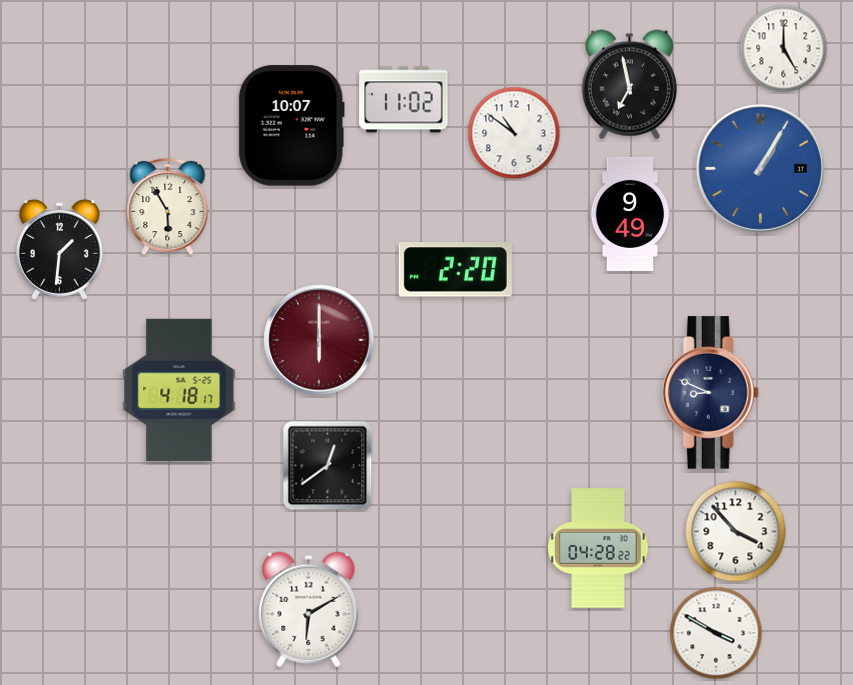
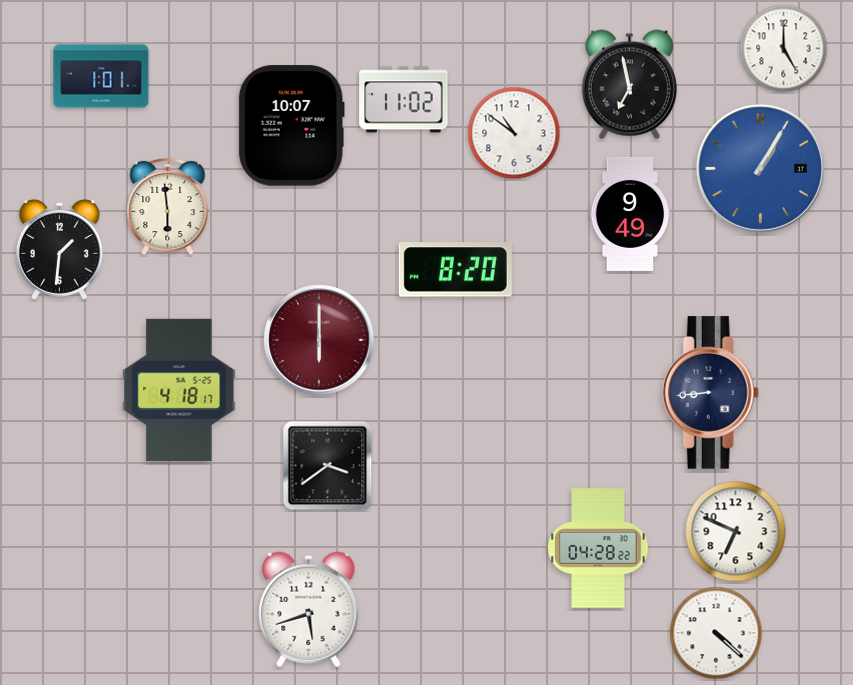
clock at (101, 76): none -> 1:01
clock at (168, 207): 5:55 -> 5:59
clock at (455, 270): 2:20 -> 8:20
clock at (710, 393): 8:49 -> 8:44
clock at (328, 466): 12:39 -> 3:39
clock at (736, 532): 3:53 -> 6:49
clock at (309, 609): 6:10 -> 5:42
clock at (716, 633): 3:50 -> 4:22
